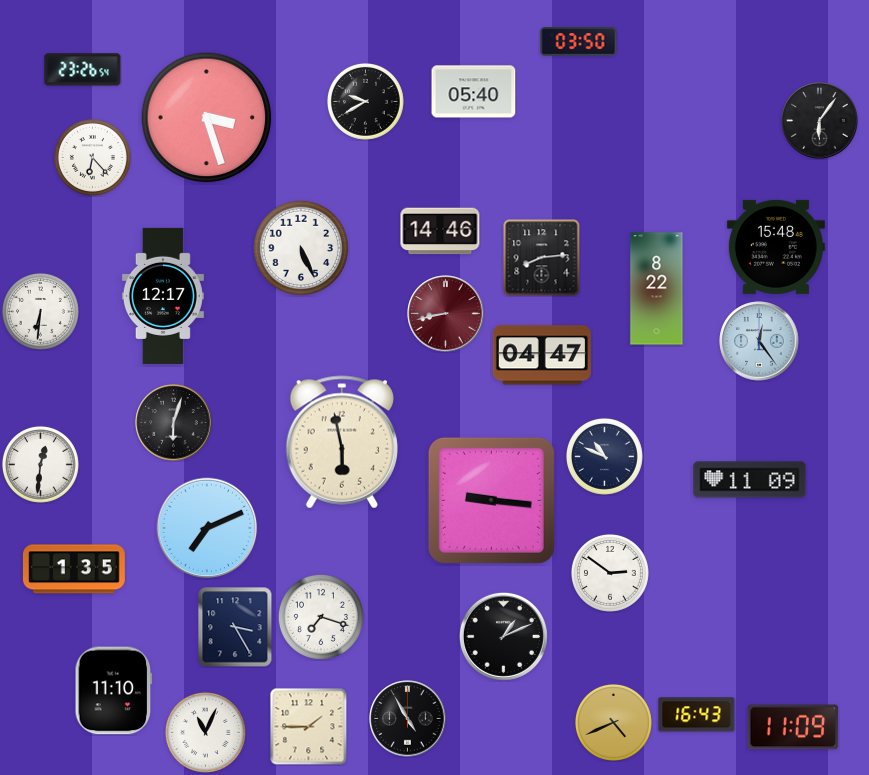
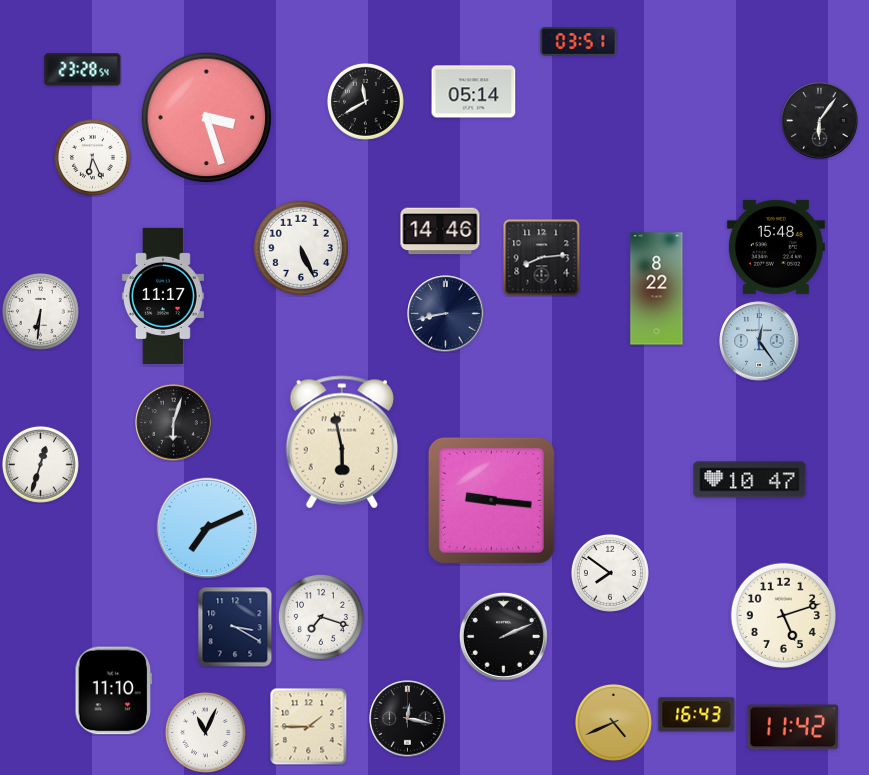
clock at (579, 42): 03:50 -> 03:51
clock at (83, 70): 23:26 -> 23:28
clock at (474, 92): 05:40 -> 05:14
clock at (366, 102): 9:40 -> 11:40
clock at (93, 158): 6:23 -> 6:26
clock at (163, 296): 12:17 -> 11:17
clock at (446, 314) dial: burgundy -> navy
clock at (542, 355): 04:47 -> none
clock at (605, 457): 10:49 -> none
clock at (41, 465): 12:31 -> 12:33
clock at (750, 480): 11:09 -> 10:47
clock at (74, 569): 1:35 -> none
clock at (610, 573): 2:51 -> 7:51
clock at (783, 615): none -> 5:12
clock at (235, 627): 3:25 -> 3:20
clock at (503, 636): 1:11 -> 2:11
clock at (408, 719): 4:55 -> 12:17
clock at (793, 727): 11:09 -> 11:42
